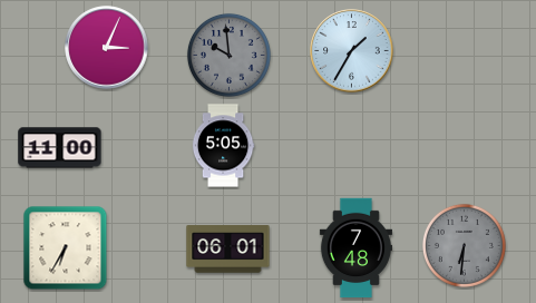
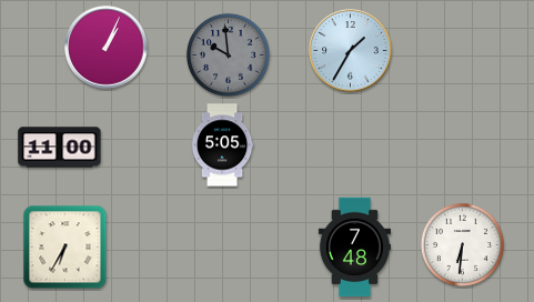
clock at (107, 48): 3:04 -> 1:04
clock at (464, 245) dial: grey -> white
clock at (228, 250): 06:01 -> none
